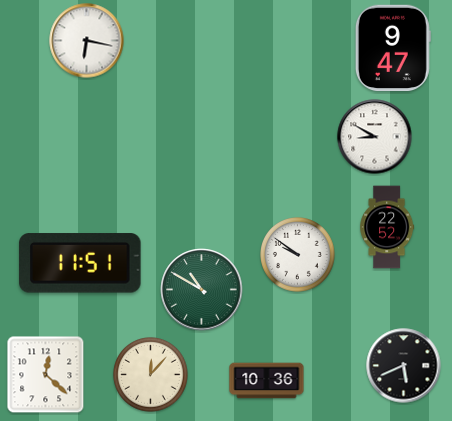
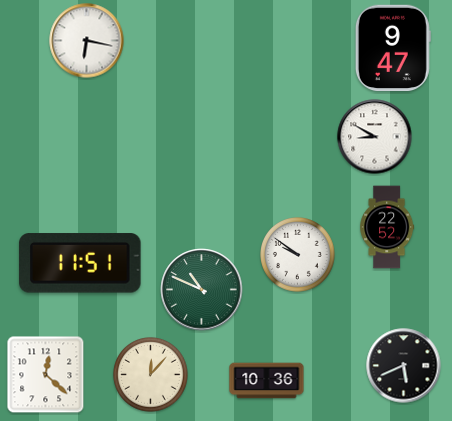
clock at (202, 290): 10:50 -> 10:49
